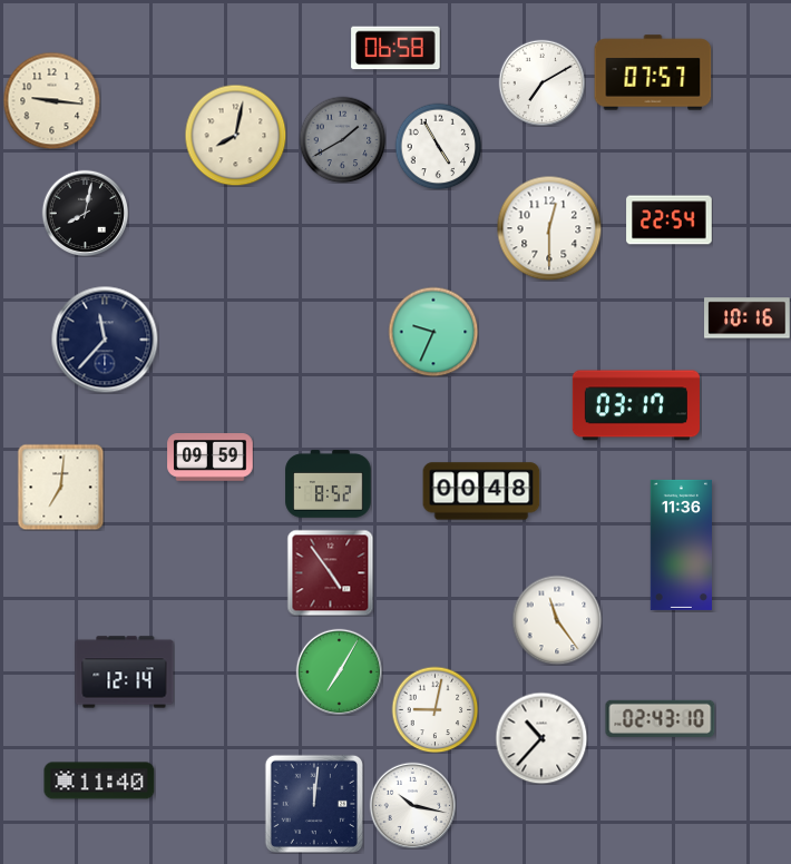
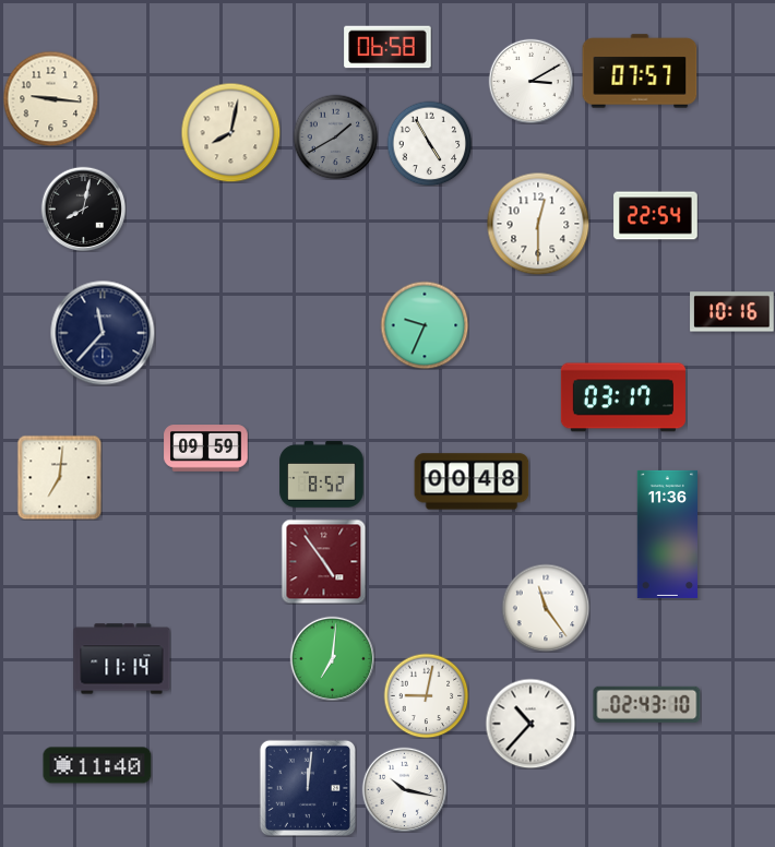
clock at (541, 82): 7:10 -> 3:10
clock at (339, 671): 7:05 -> 7:01
clock at (125, 672): 12:14 -> 11:14
